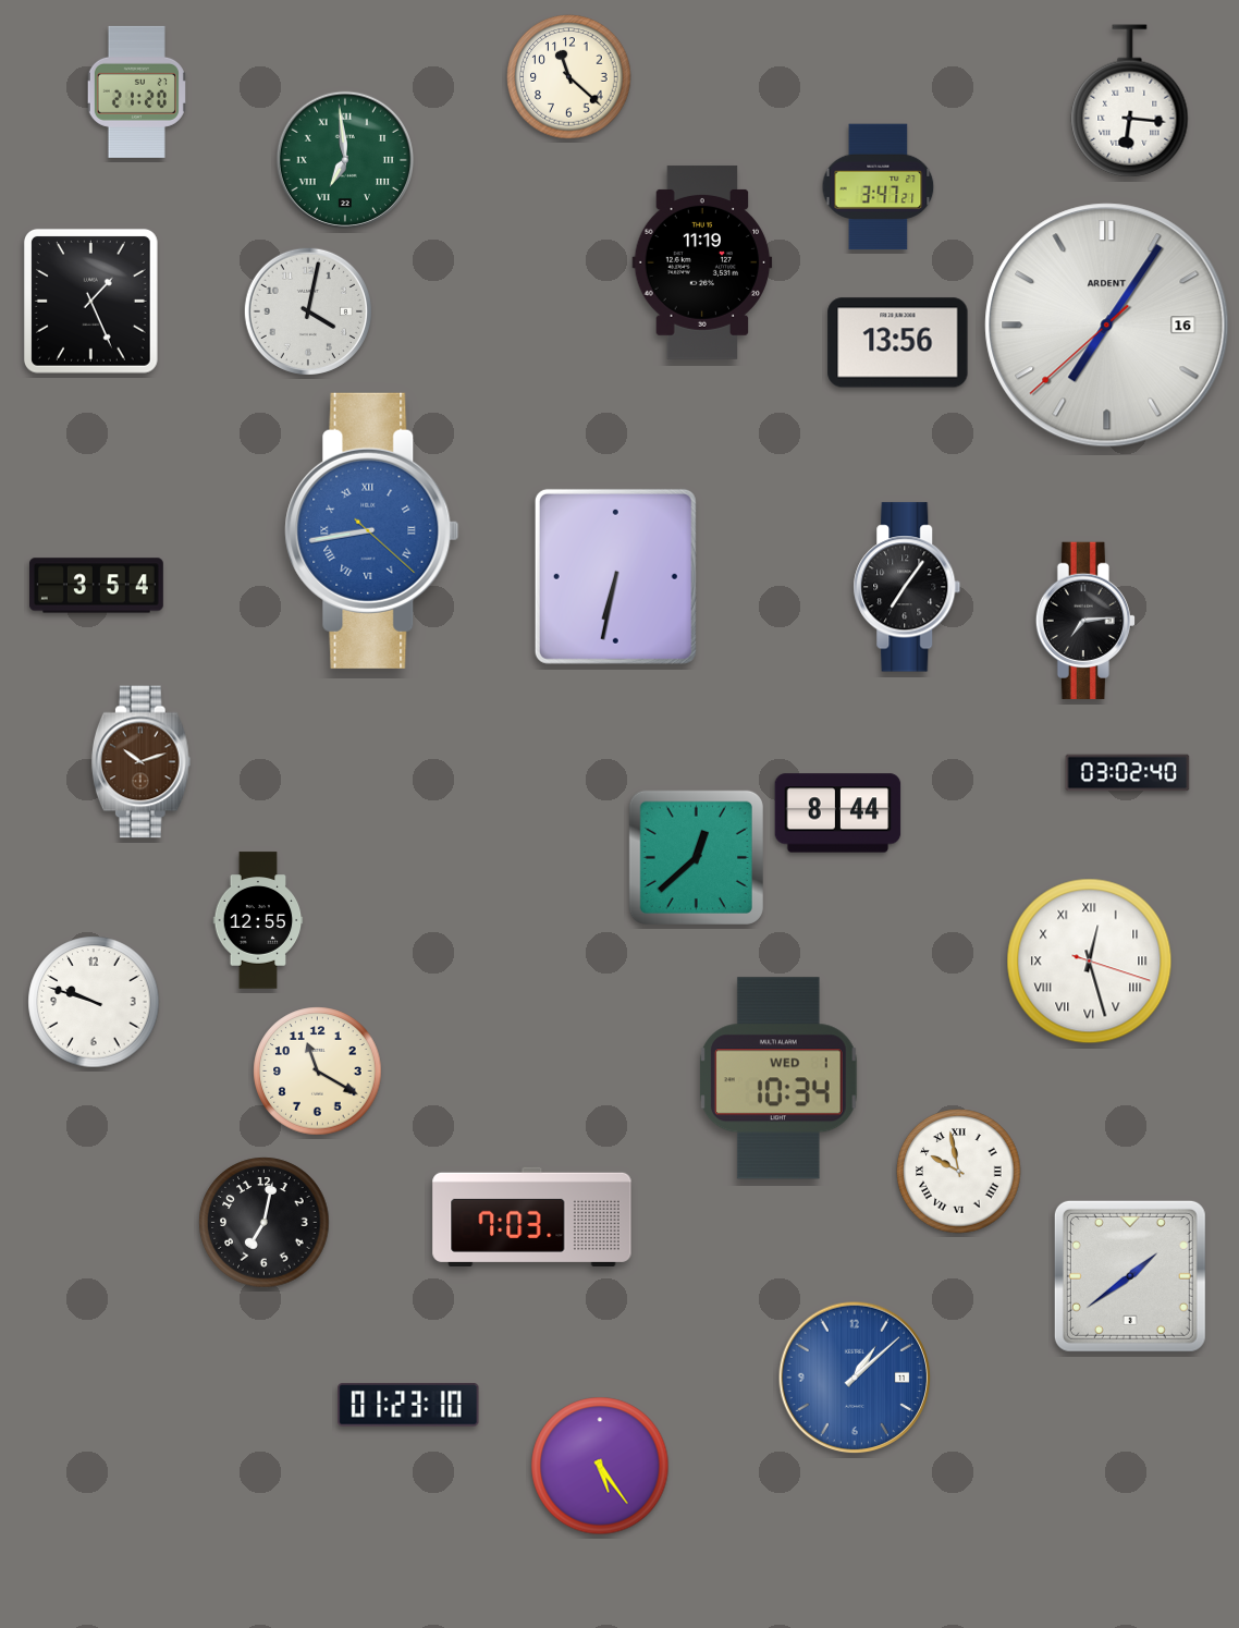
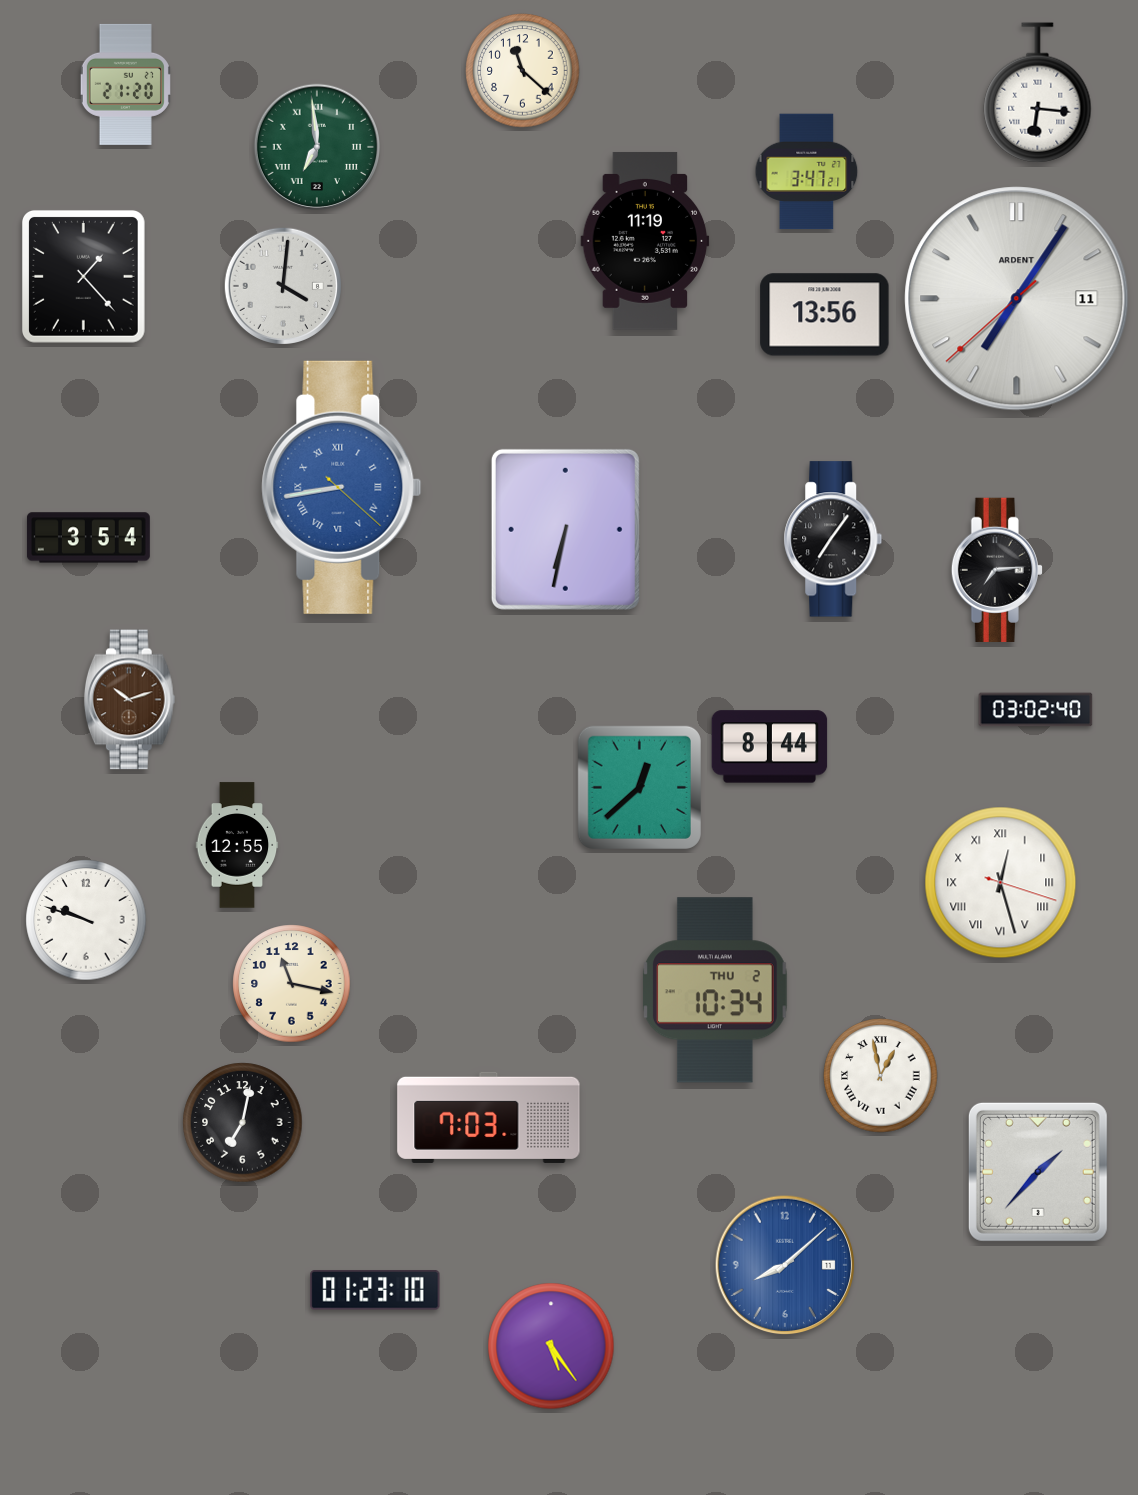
clock at (90, 302): 1:26 -> 1:23
clock at (308, 311): 4:02 -> 4:01
clock at (1107, 326) date: 16 -> 11
clock at (318, 1072): 11:20 -> 11:17
clock at (778, 1078) date: WED 1 -> THU 2
clock at (959, 1172): 9:58 -> 12:58
clock at (1130, 1276): 1:39 -> 1:37
clock at (855, 1378): 1:08 -> 8:08
